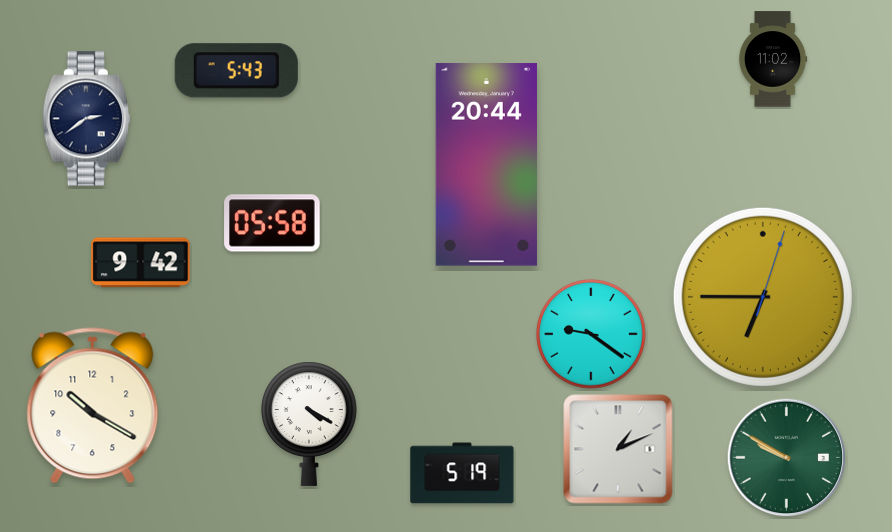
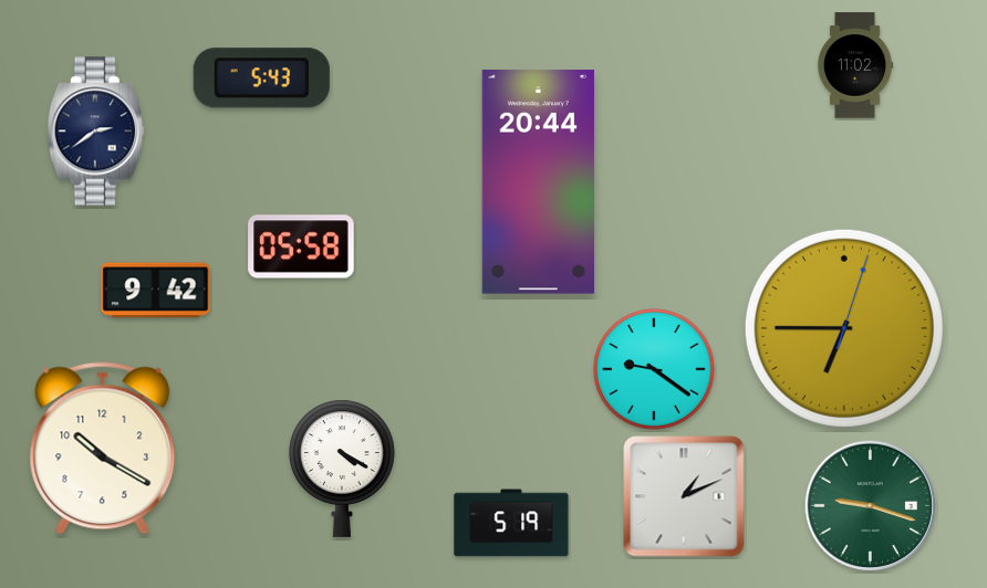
clock at (787, 458): 9:50 -> 9:18
